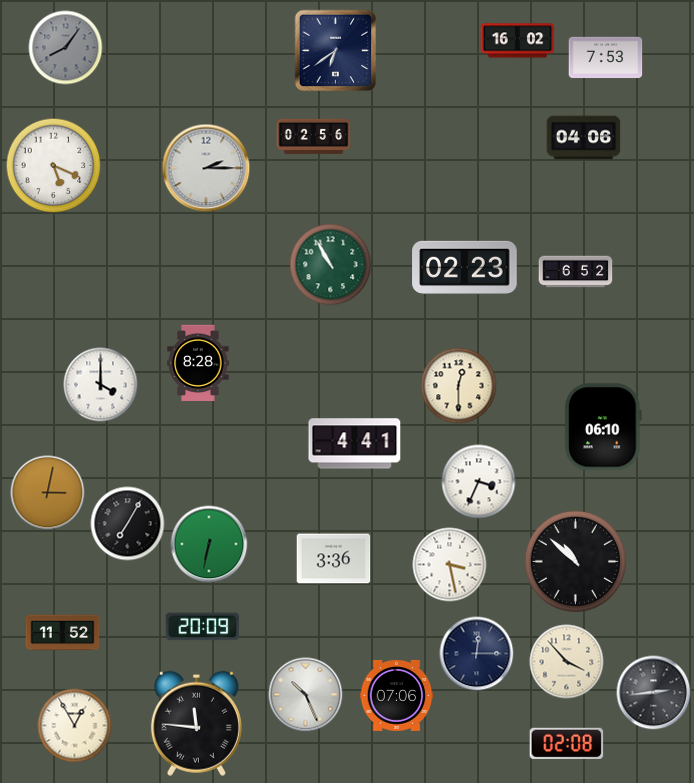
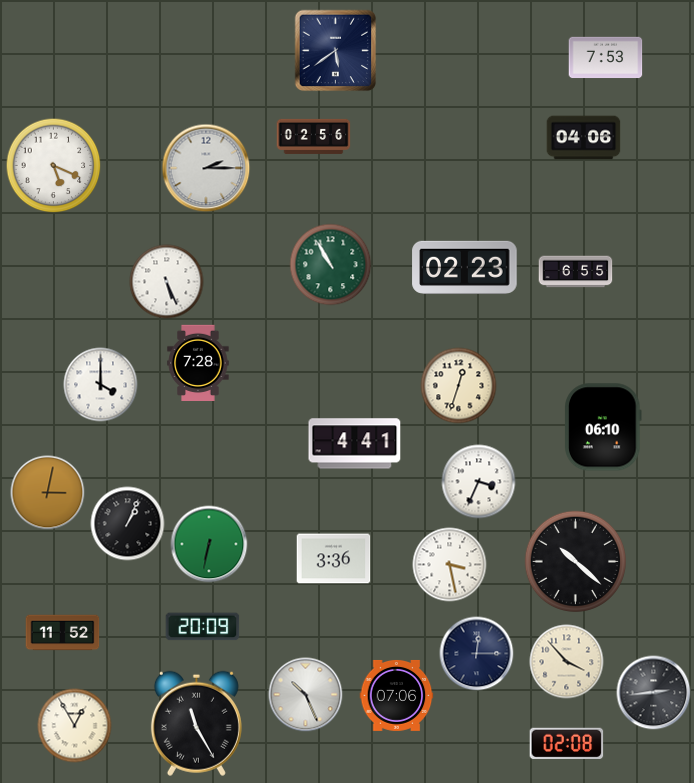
clock at (518, 41): 16:02 -> none
clock at (66, 48): 8:06 -> none
clock at (336, 51): 6:39 -> 5:39
clock at (576, 272): 6:52 -> 6:55
clock at (167, 282): none -> 5:26
clock at (198, 362): 8:28 -> 7:28
clock at (459, 386): 12:30 -> 12:33
clock at (128, 524): 7:05 -> 1:04
clock at (575, 561): 10:52 -> 10:22
clock at (196, 723): 11:46 -> 11:25
